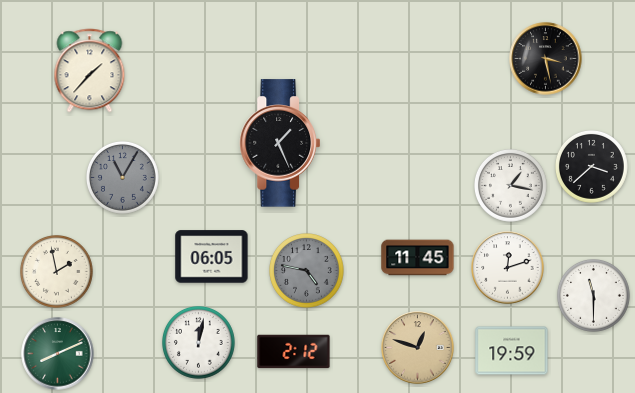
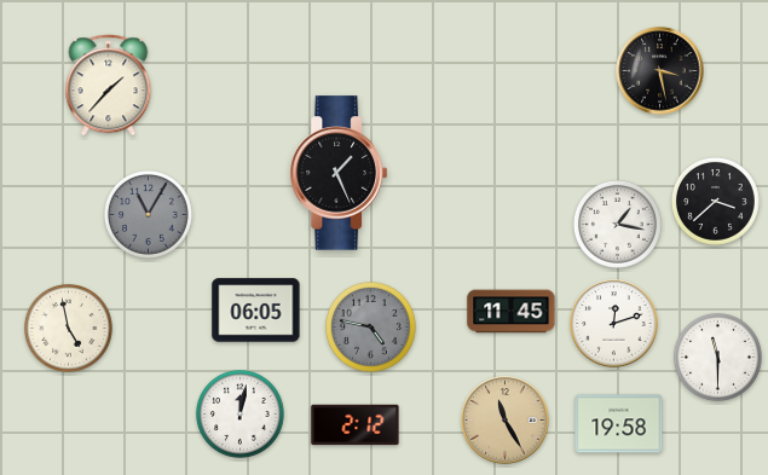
clock at (418, 258) position: (418, 258) -> (512, 312)
clock at (57, 272): 1:58 -> 4:58
clock at (418, 348): 12:48 -> 11:25
clock at (512, 351): 19:59 -> 19:58
clock at (58, 354): 8:11 -> none
